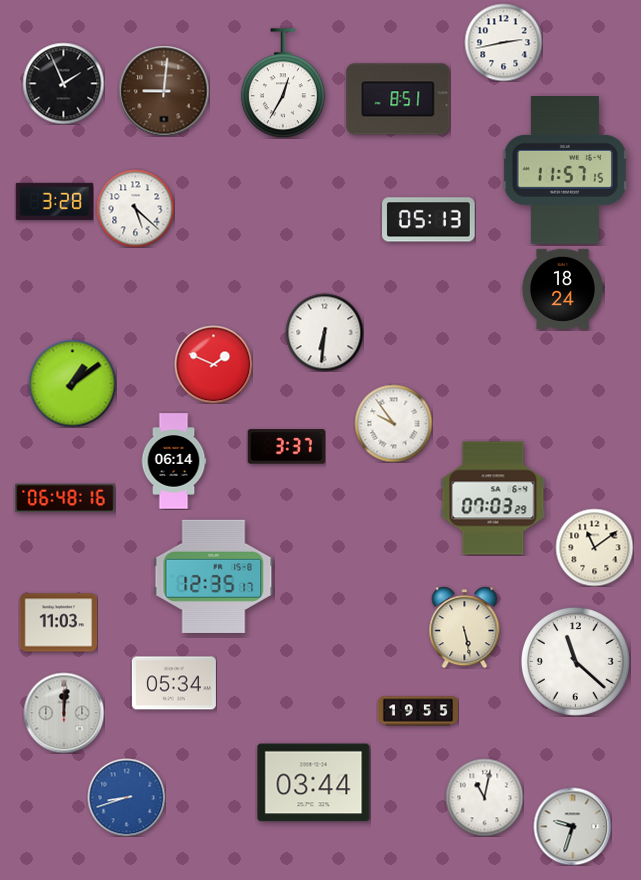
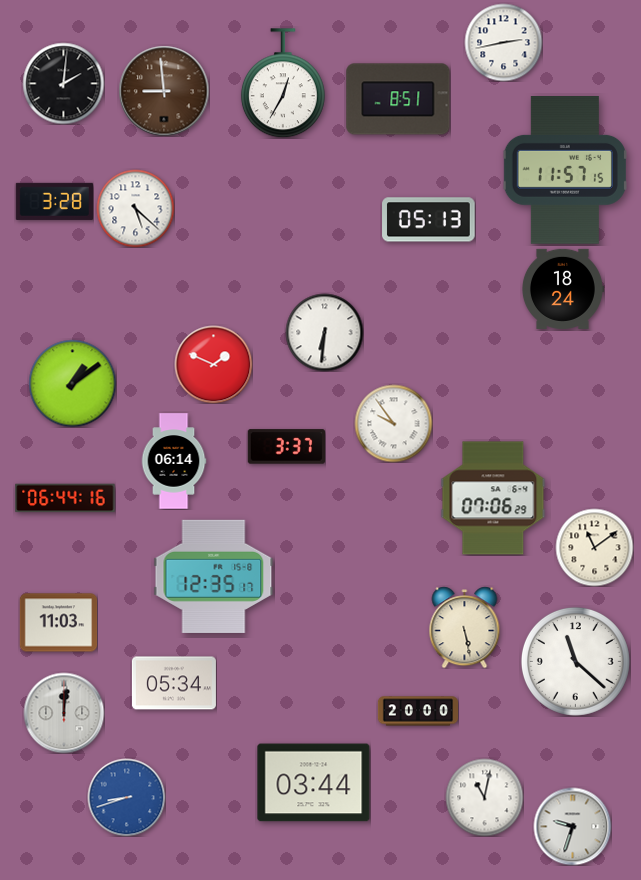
clock at (63, 83): 1:56 -> 2:01
clock at (164, 91): 9:01 -> 8:59
clock at (65, 498): 06:48 -> 06:44
clock at (493, 498): 07:03 -> 07:06
clock at (417, 711): 19:55 -> 20:00
